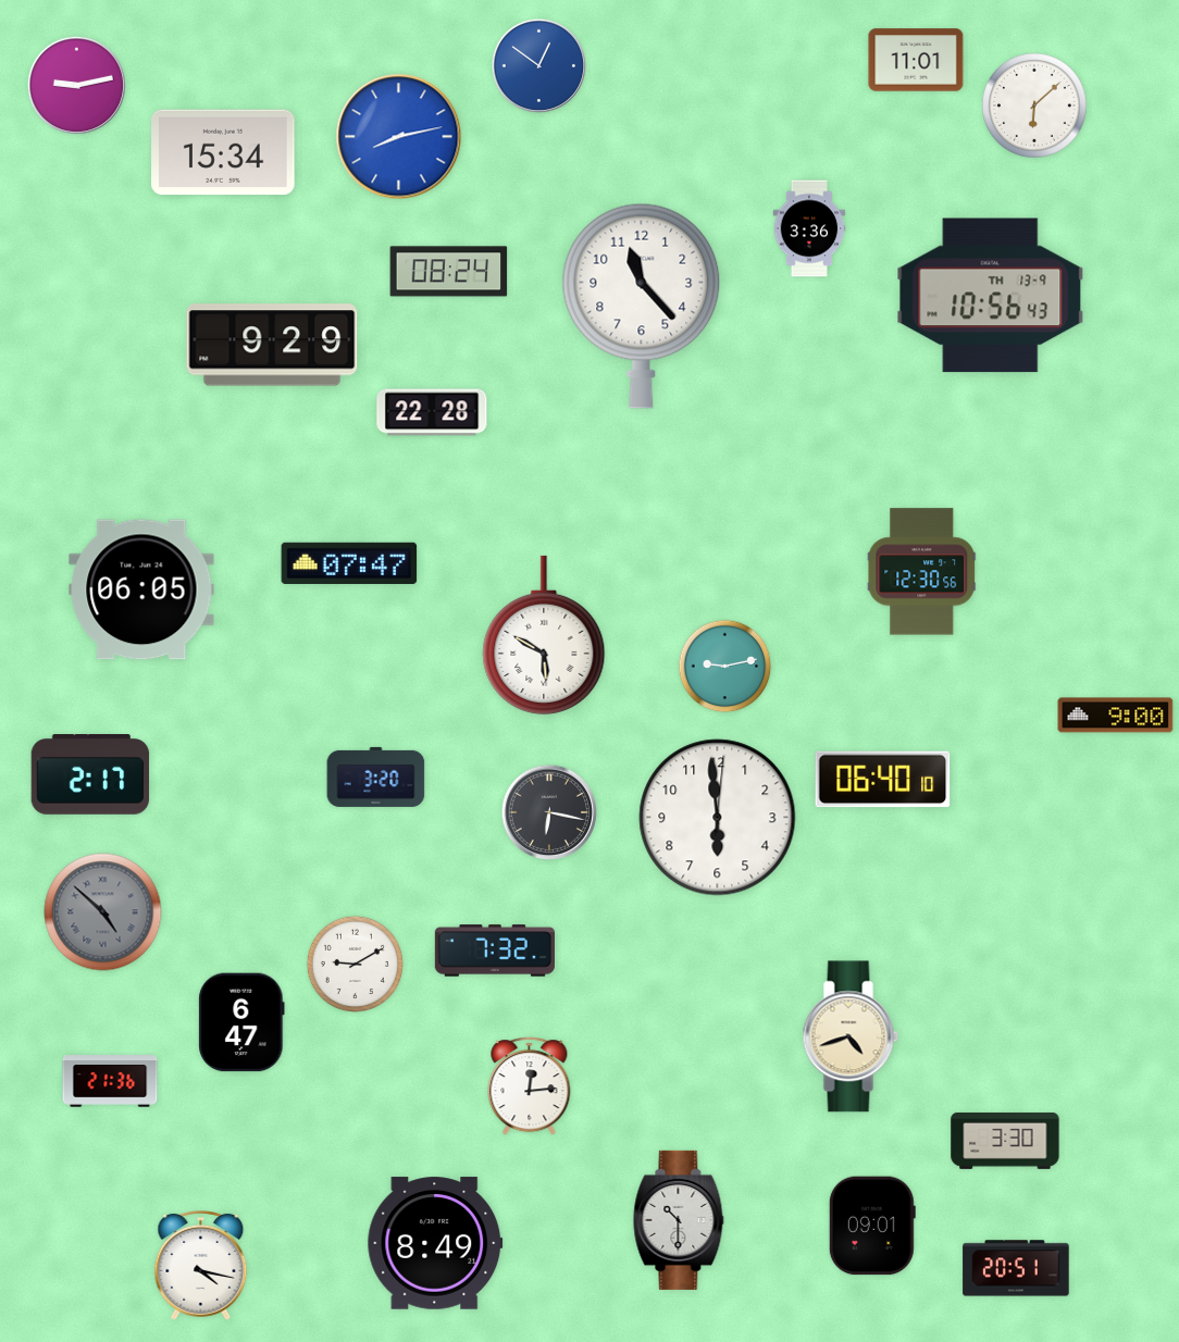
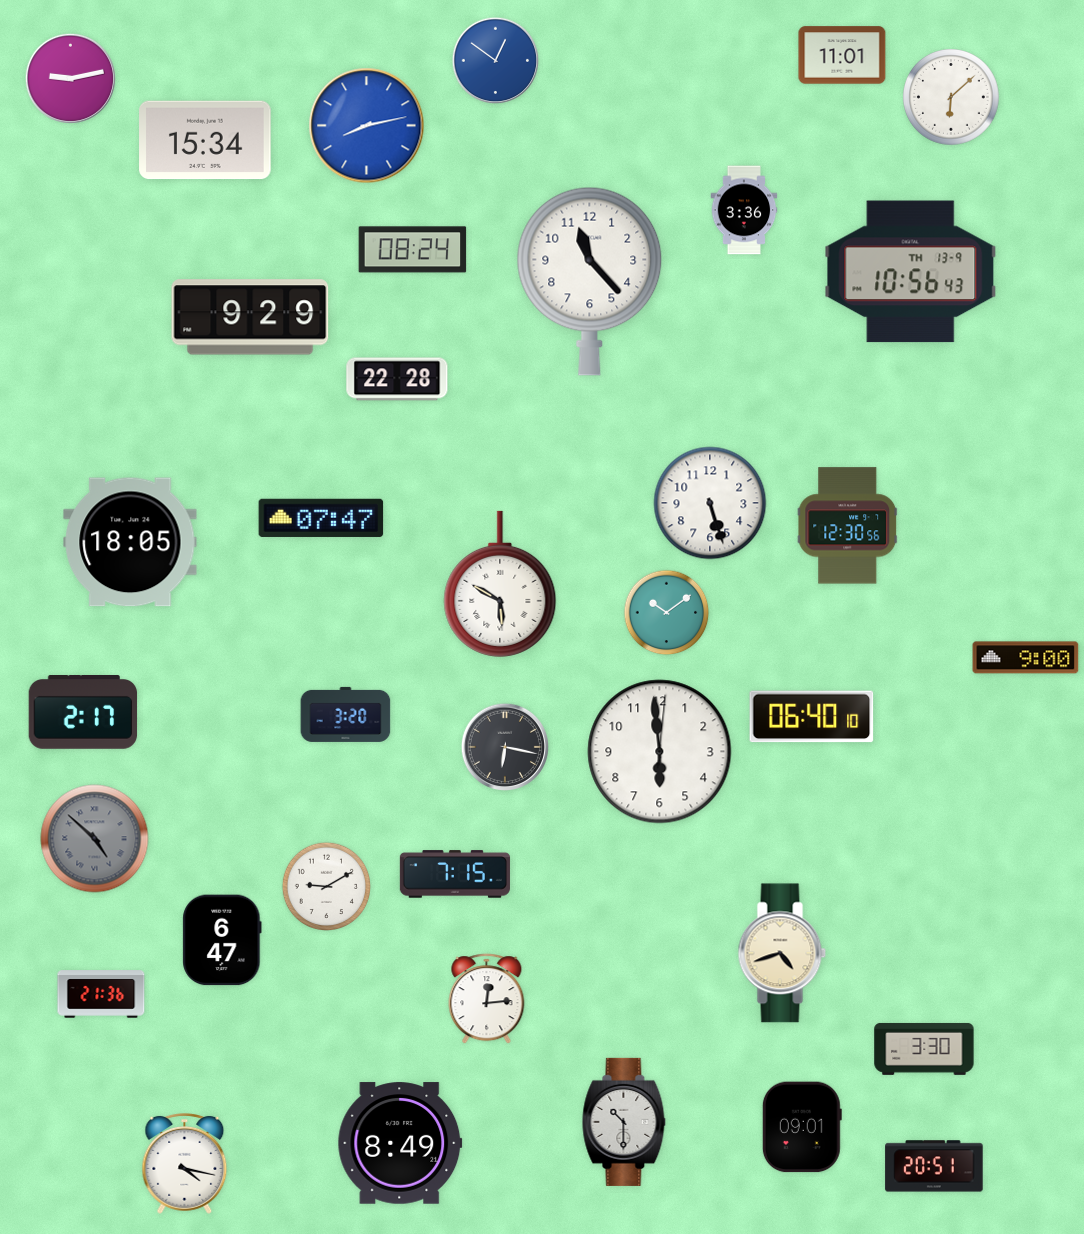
clock at (710, 503): none -> 5:27
clock at (141, 589): 06:05 -> 18:05
clock at (725, 667): 9:13 -> 10:09
clock at (495, 950): 7:32 -> 7:15
